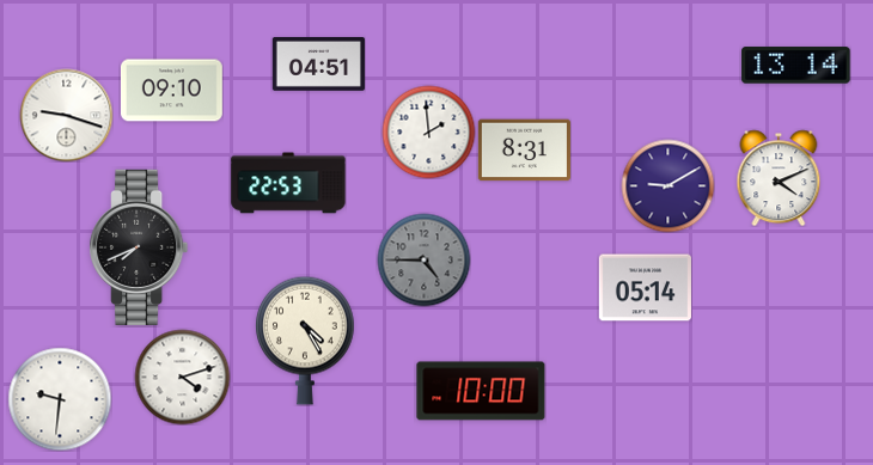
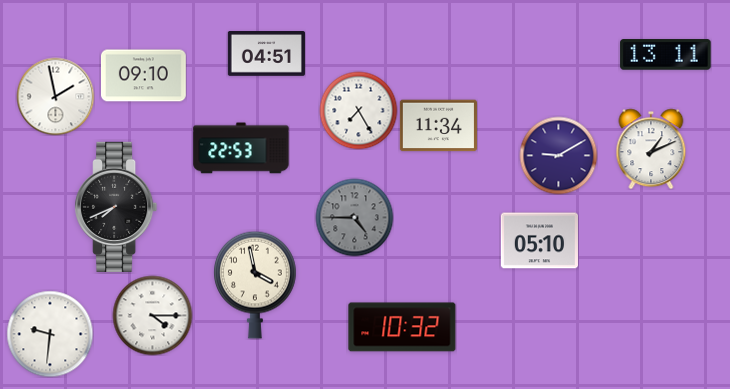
clock at (796, 66): 13:14 -> 13:11
clock at (66, 115): 9:18 -> 1:58
clock at (428, 131): 1:59 -> 7:25
clock at (524, 151): 8:31 -> 11:34
clock at (779, 178): 4:11 -> 1:11
clock at (288, 183) position: (288, 183) -> (241, 148)
clock at (645, 288): 05:14 -> 05:10
clock at (306, 341): 4:25 -> 3:58
clock at (182, 377): 4:12 -> 4:15
clock at (481, 391): 10:00 -> 10:32
